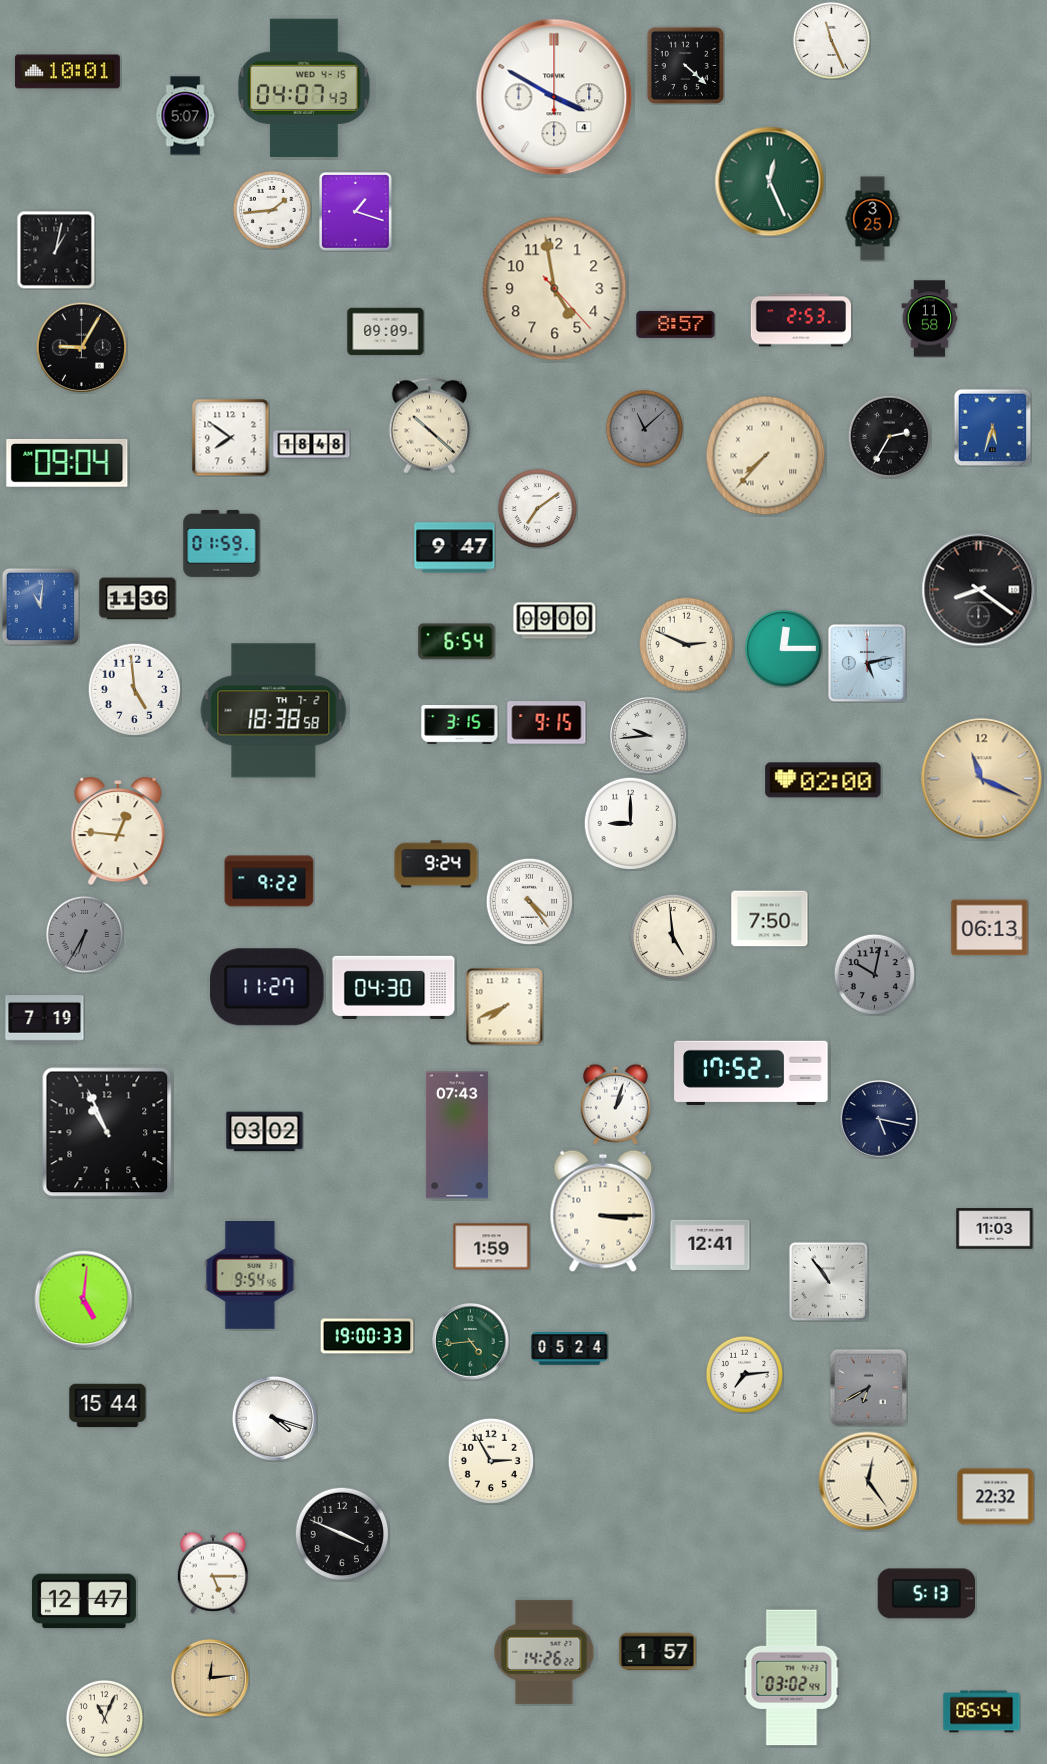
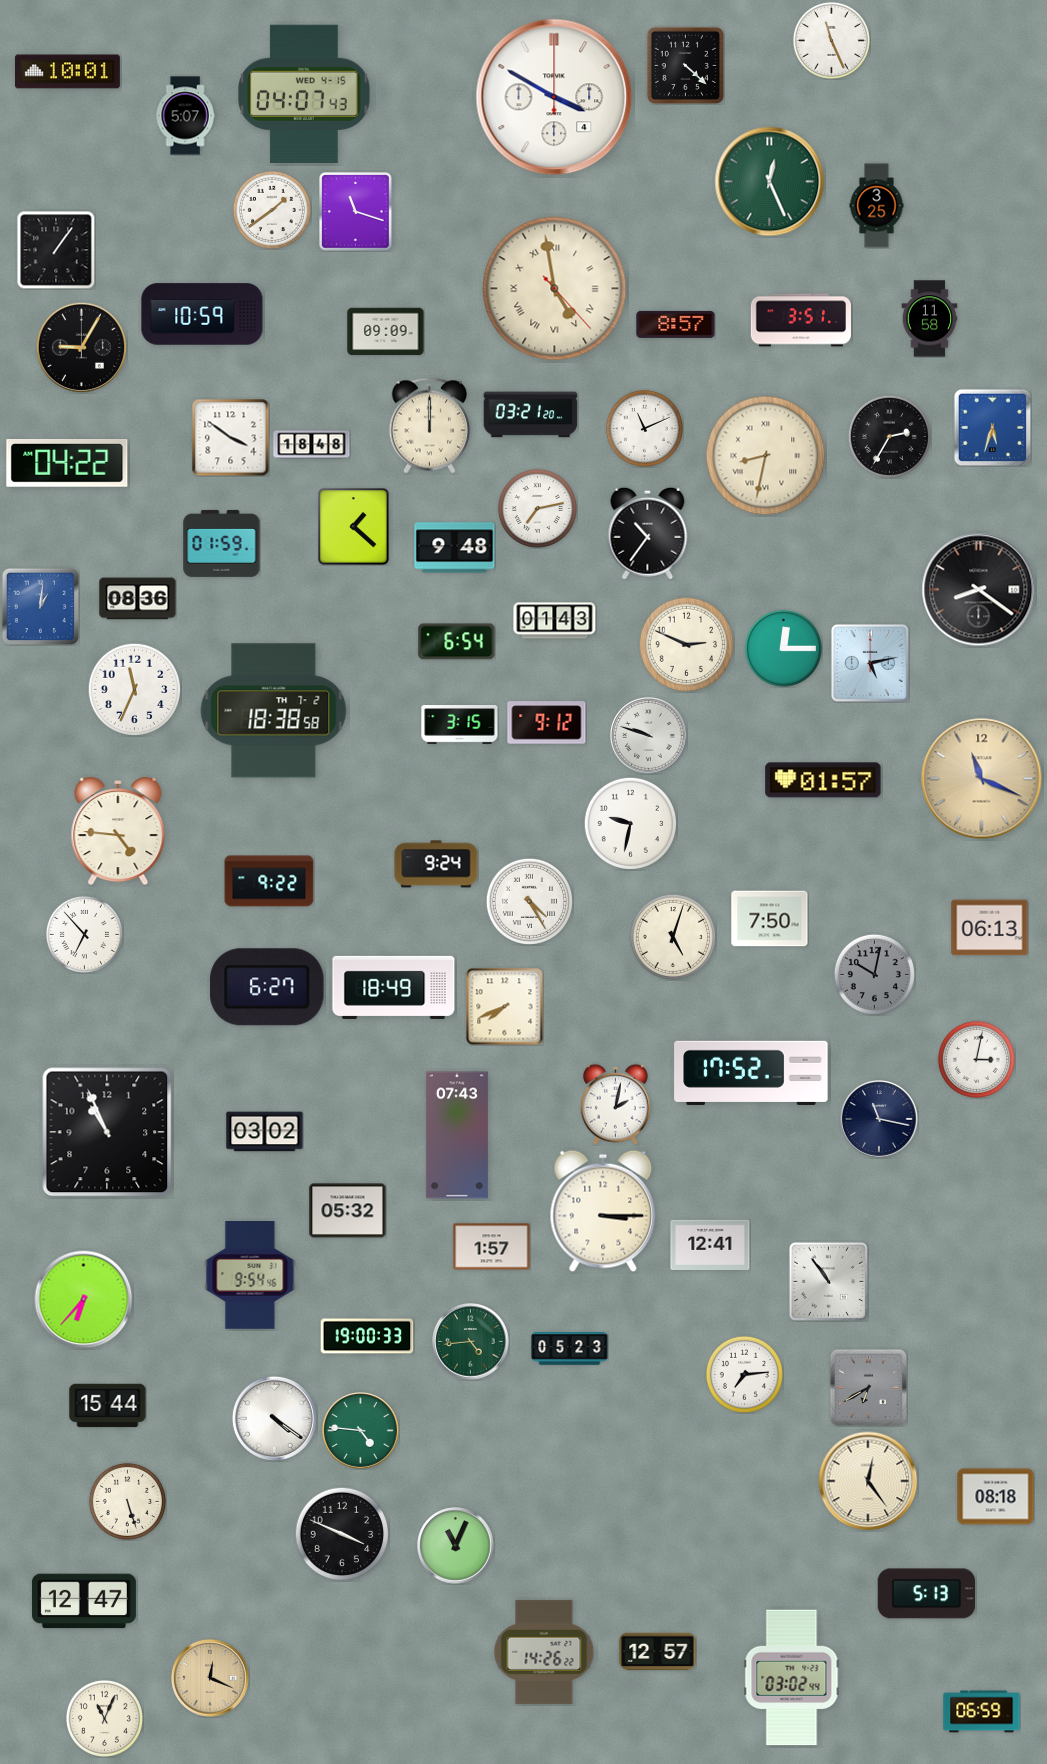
clock at (304, 87) position: (304, 87) -> (304, 93)
clock at (272, 210): 1:44 -> 1:39
clock at (356, 212): 1:18 -> 11:18
clock at (873, 219) position: (873, 219) -> (877, 206)
clock at (56, 250): 1:02 -> 1:06
clock at (555, 289) numerals: Arabic -> Roman
clock at (202, 314): none -> 10:59
clock at (801, 320): 2:53 -> 3:51
clock at (531, 415): none -> 03:21
clock at (430, 426): 10:22 -> 12:00
clock at (644, 428): 11:08 -> 11:11
clock at (644, 428) dial: grey -> white
clock at (230, 437): 7:51 -> 3:51
clock at (766, 456): 7:37 -> 8:32
clock at (67, 464): 09:04 -> 04:22
clock at (537, 508): 7:09 -> 7:13
clock at (354, 527): none -> 1:22
clock at (648, 533): none -> 10:36
clock at (455, 548): 9:47 -> 9:48
clock at (138, 599): 11:36 -> 08:36
clock at (40, 606): 11:01 -> 1:01
clock at (555, 621): 09:00 -> 01:43
clock at (868, 664) position: (868, 664) -> (871, 664)
clock at (134, 689): 4:59 -> 11:34
clock at (547, 723): 9:15 -> 9:12
clock at (649, 736): 9:44 -> 9:48
clock at (823, 780): 02:00 -> 01:57
clock at (630, 823): 9:00 -> 9:32
clock at (118, 831): 12:46 -> 4:46
clock at (529, 901): 4:24 -> 4:25
clock at (84, 934): 6:35 -> 6:53
clock at (84, 934) dial: grey -> white
clock at (672, 936): 4:59 -> 5:03
clock at (267, 987): 11:27 -> 6:27
clock at (394, 987): 04:30 -> 18:49
clock at (45, 1020): 7:19 -> none
clock at (976, 1059): none -> 3:02
clock at (615, 1104): 1:03 -> 2:02
clock at (879, 1119): 5:17 -> 11:17
clock at (348, 1211): none -> 05:32
clock at (995, 1229): 11:03 -> none
clock at (492, 1247): 1:59 -> 1:57
clock at (84, 1300): 5:01 -> 6:37
clock at (570, 1349): 05:24 -> 05:23
clock at (274, 1418): 4:18 -> 4:21
clock at (361, 1431): none -> 4:46
clock at (490, 1460): 2:55 -> none
clock at (996, 1497): 22:32 -> 08:18
clock at (127, 1501): none -> 5:27
clock at (456, 1546): none -> 11:04
clock at (213, 1573): 5:15 -> none
clock at (658, 1652): 1:57 -> 12:57
clock at (210, 1678): 12:14 -> 12:19
clock at (982, 1712): 06:54 -> 06:59
